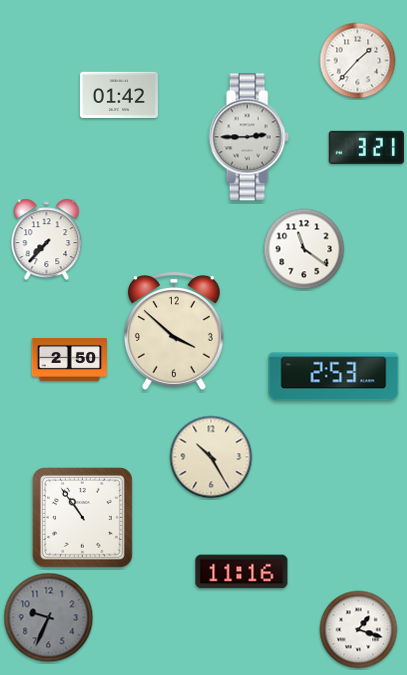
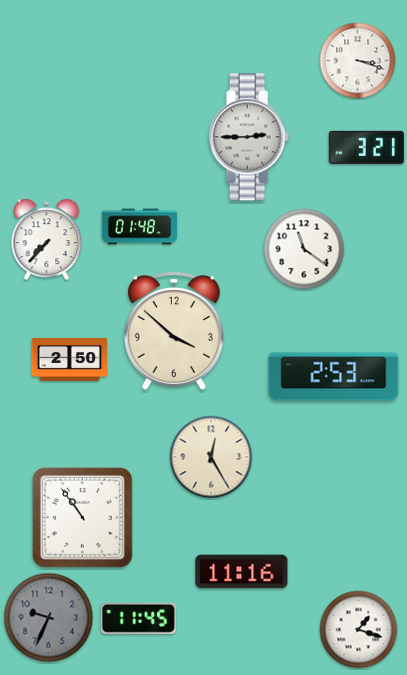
clock at (358, 61): 1:37 -> 3:18
clock at (119, 94): 01:42 -> none
clock at (140, 227): none -> 01:48
clock at (211, 457): 10:25 -> 12:25
clock at (138, 618): none -> 11:45
